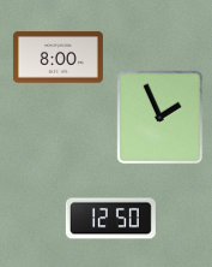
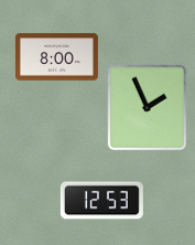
clock at (57, 58) position: (57, 58) -> (56, 57)
clock at (110, 219): 12:50 -> 12:53
